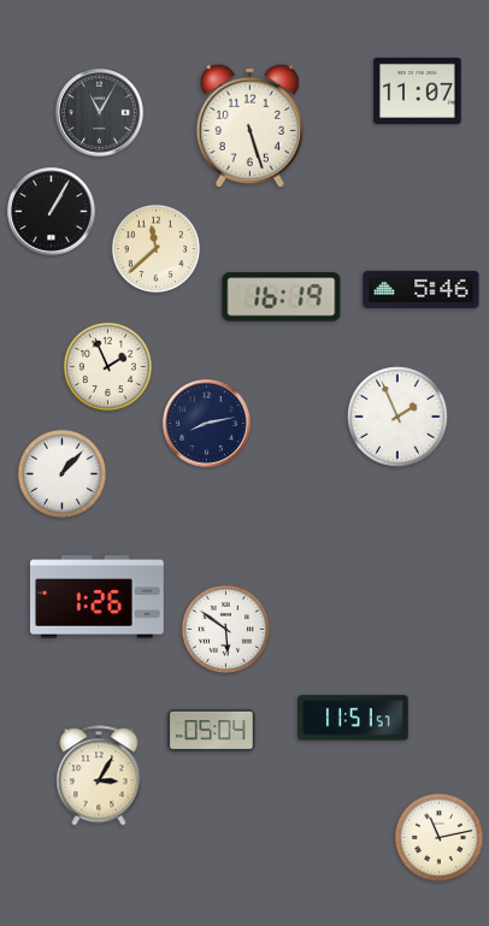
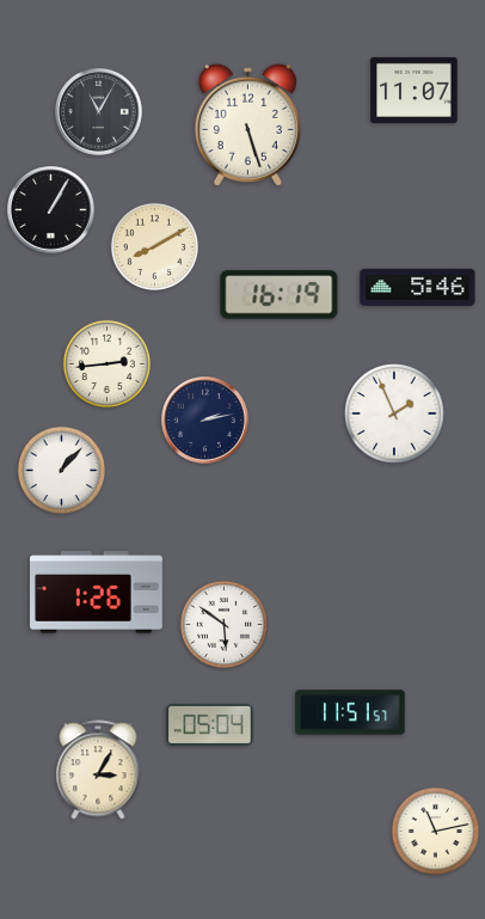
clock at (155, 248): 11:38 -> 8:10
clock at (107, 366): 1:56 -> 2:44
clock at (207, 424): 8:13 -> 2:13
